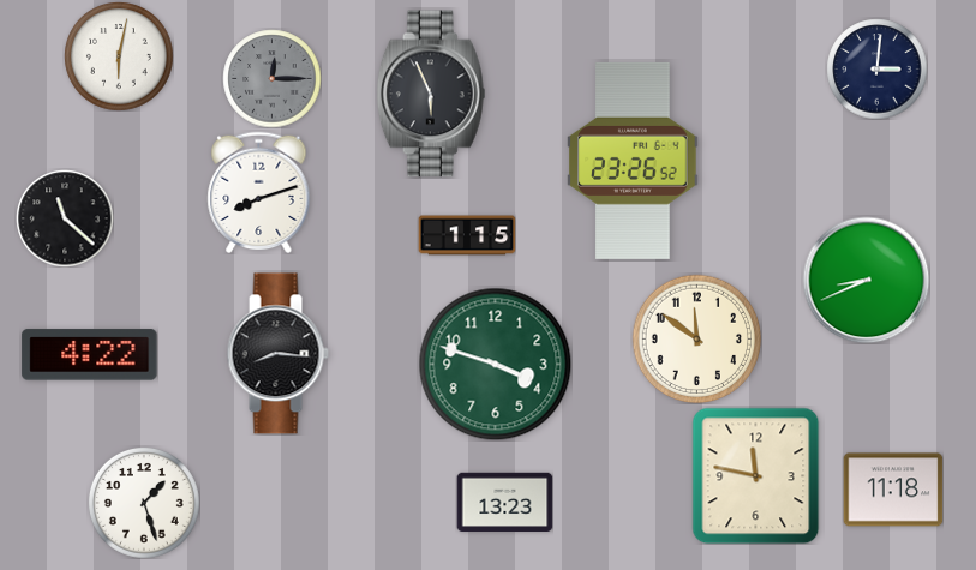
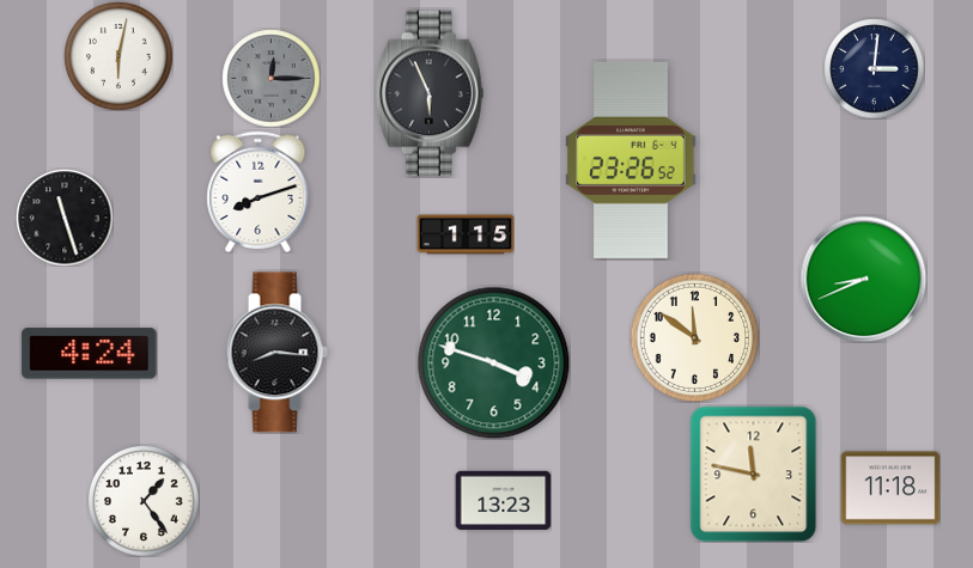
clock at (65, 218): 11:22 -> 11:27
clock at (90, 355): 4:22 -> 4:24
clock at (144, 503): 1:27 -> 1:24
